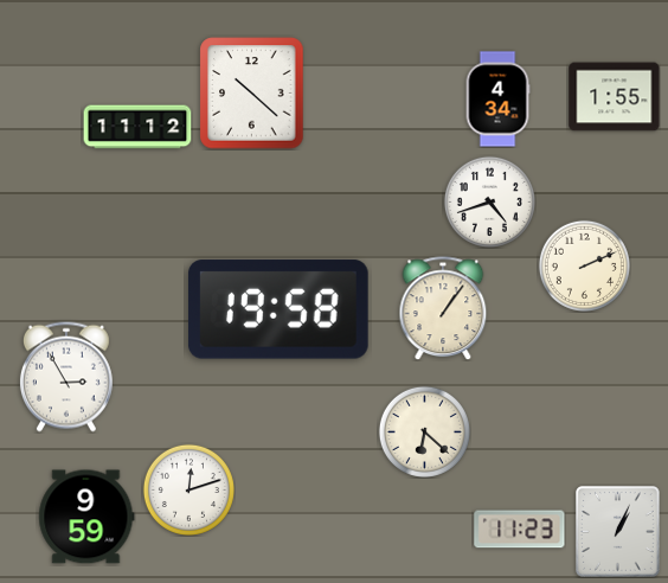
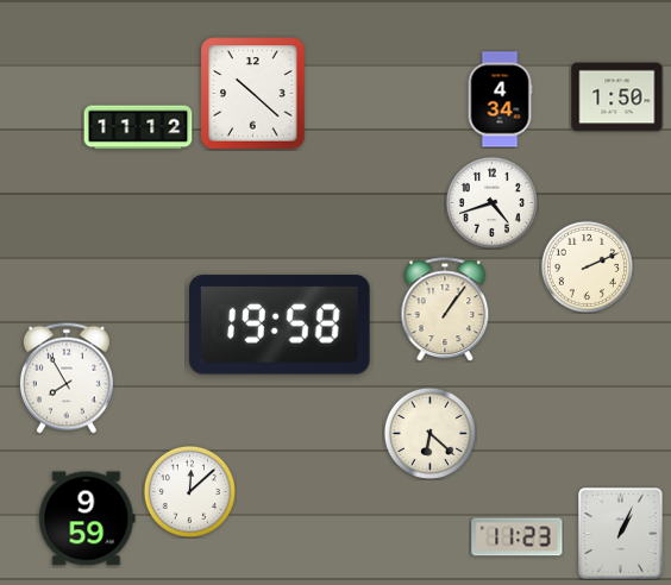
clock at (615, 97): 1:55 -> 1:50
clock at (278, 309) position: (278, 309) -> (280, 325)
clock at (66, 377): 2:55 -> 7:55
clock at (424, 431) position: (424, 431) -> (429, 433)
clock at (188, 489): 12:12 -> 12:08
clock at (520, 530) position: (520, 530) -> (518, 537)
